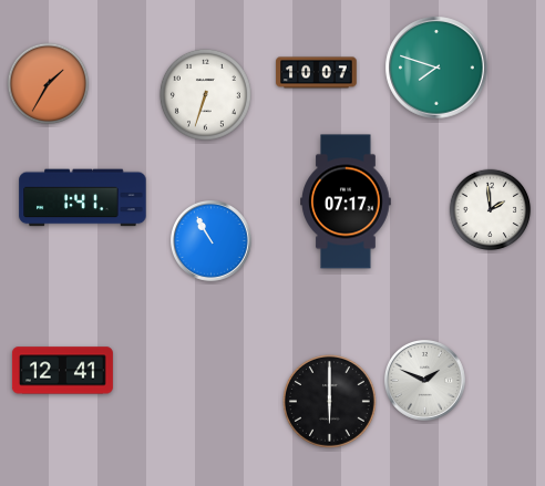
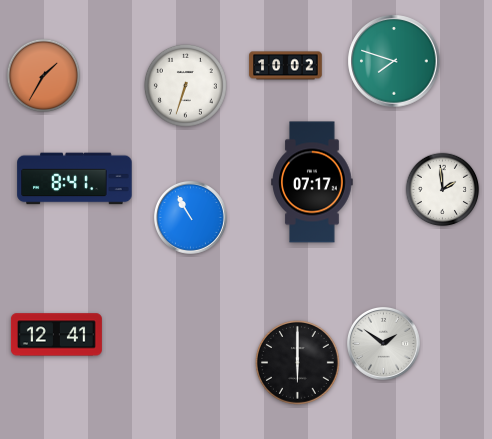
clock at (317, 73): 10:07 -> 10:02
clock at (83, 198): 1:41 -> 8:41
clock at (424, 380): 1:49 -> 1:51
